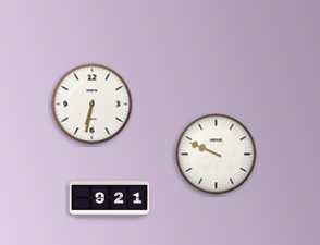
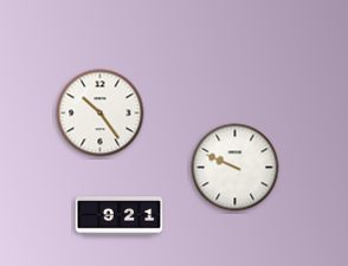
clock at (93, 105): 6:32 -> 10:24
